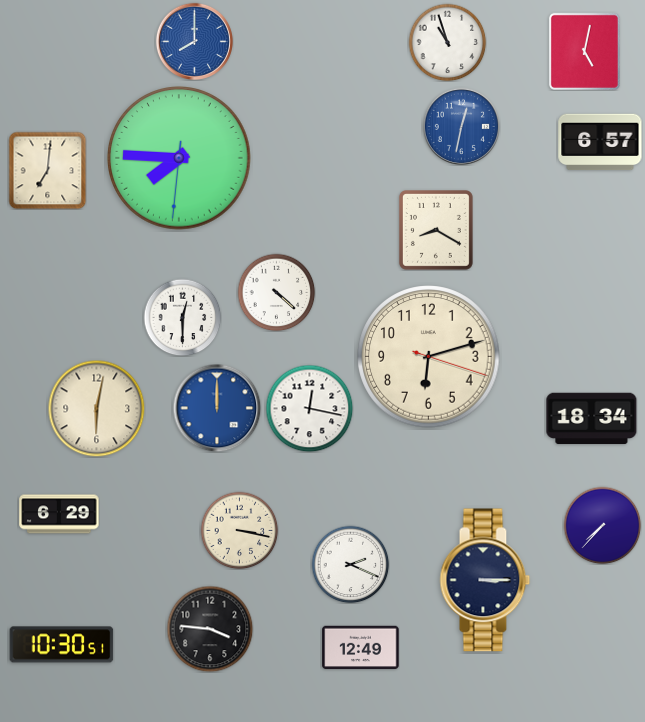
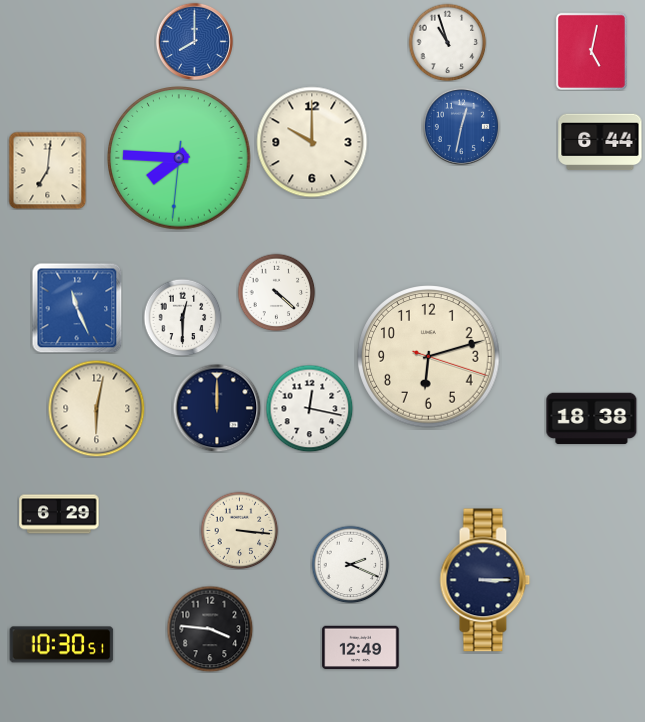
clock at (584, 51) position: (584, 51) -> (591, 51)
clock at (312, 142): none -> 10:00
clock at (600, 142): 6:57 -> 6:44
clock at (436, 230): 8:20 -> none
clock at (77, 308): none -> 11:26
clock at (217, 408) dial: blue -> navy
clock at (592, 419): 18:34 -> 18:38
clock at (602, 525): 7:37 -> none
clock at (239, 530): 3:17 -> 3:16
